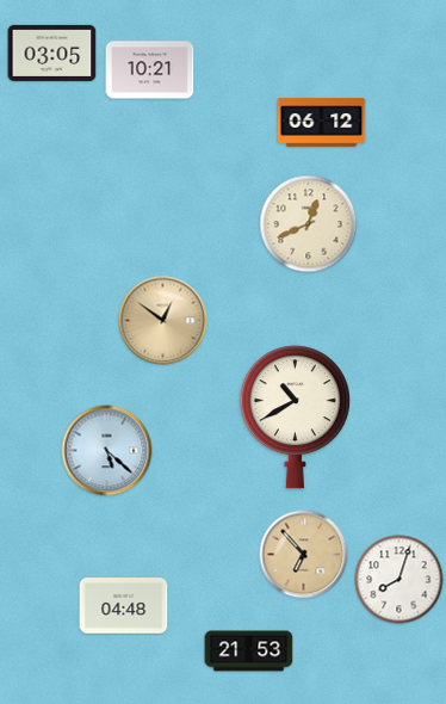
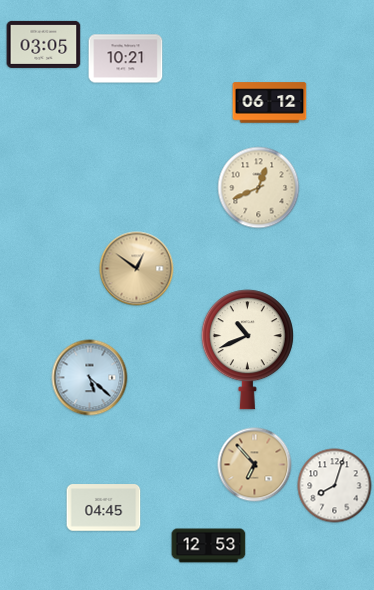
clock at (295, 418): 10:40 -> 10:41
clock at (124, 606): 04:48 -> 04:45
clock at (249, 651): 21:53 -> 12:53
